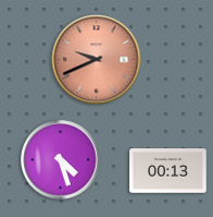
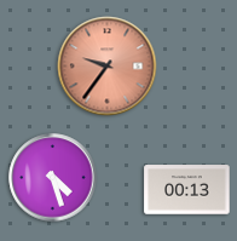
clock at (97, 60): 9:41 -> 9:36
clock at (61, 160) position: (61, 160) -> (53, 178)
